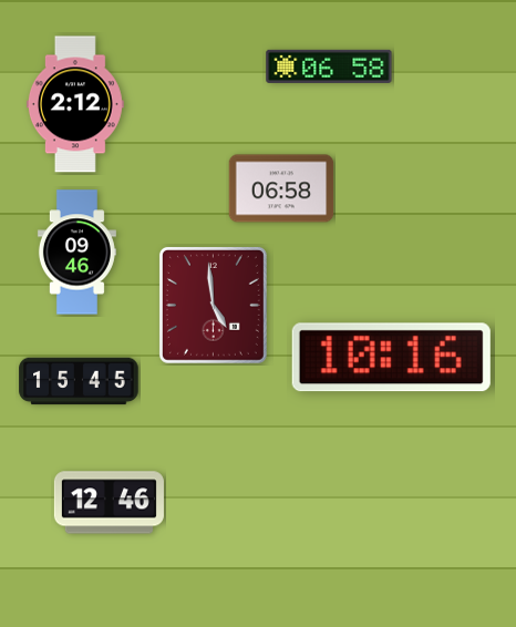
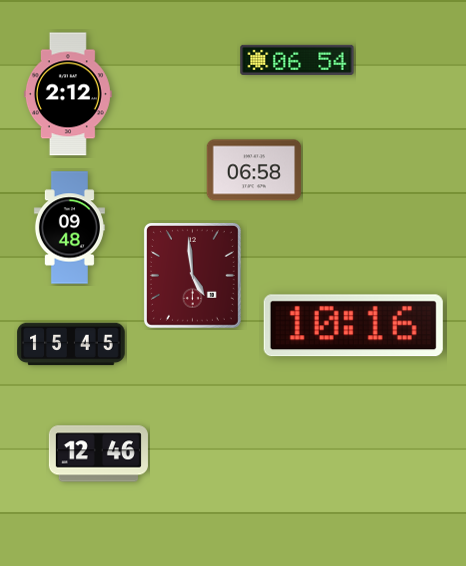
clock at (329, 66): 06:58 -> 06:54
clock at (76, 253): 09:46 -> 09:48
clock at (391, 358) position: (391, 358) -> (353, 326)
